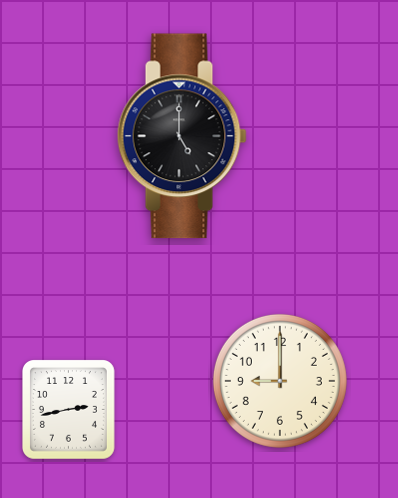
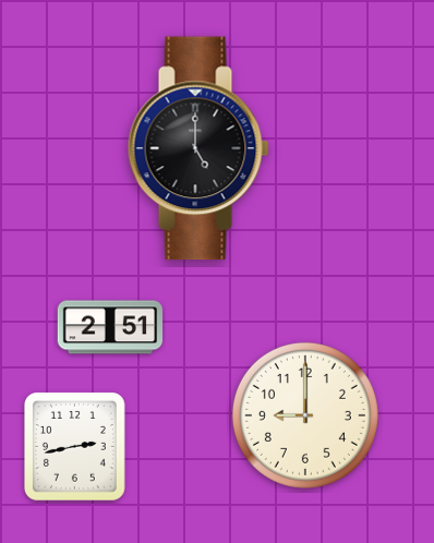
clock at (109, 327): none -> 2:51
